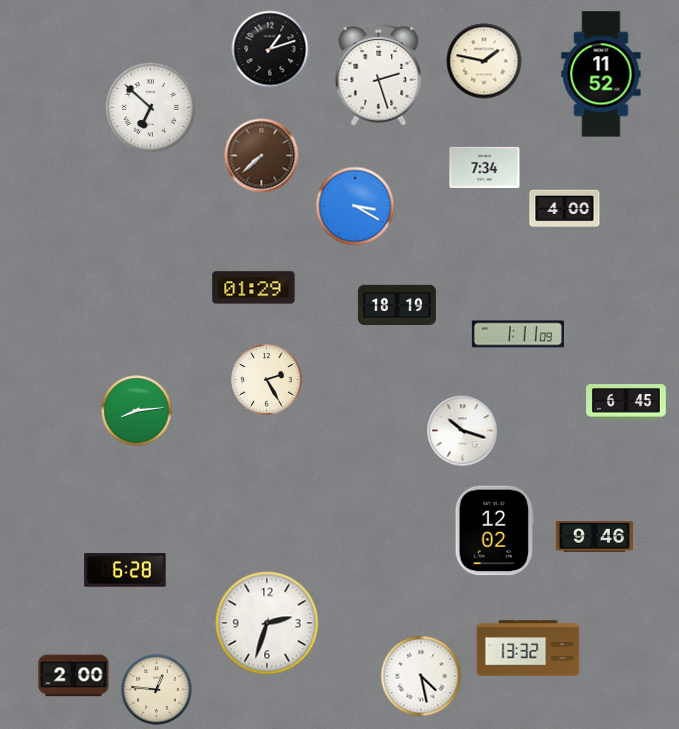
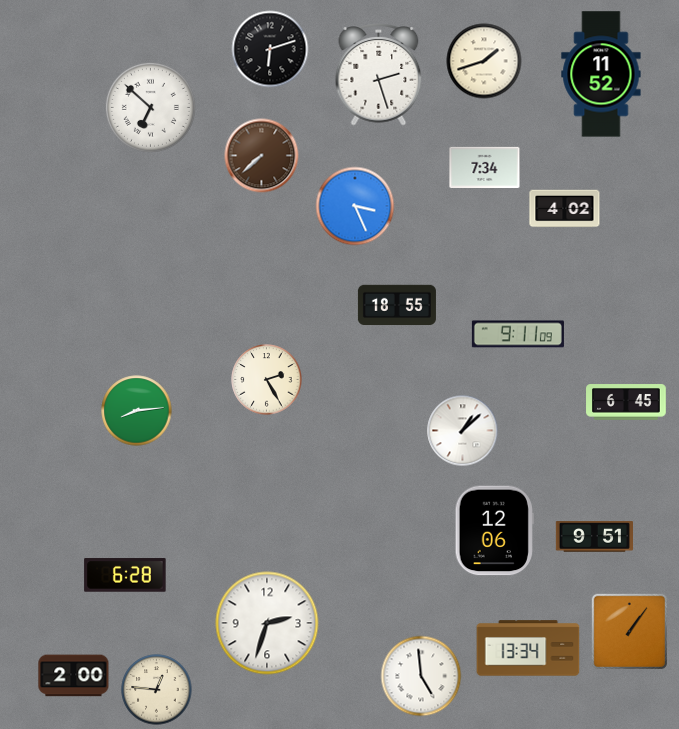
clock at (270, 49): 1:12 -> 6:12
clock at (484, 61): 1:47 -> 1:42
clock at (355, 206): 3:20 -> 3:26
clock at (565, 209): 4:00 -> 4:02
clock at (254, 288): 01:29 -> none
clock at (397, 305): 18:19 -> 18:55
clock at (518, 334): 1:11 -> 9:11
clock at (463, 431): 10:18 -> 1:08
clock at (494, 531): 12:02 -> 12:06
clock at (594, 537): 9:46 -> 9:51
clock at (125, 570) position: (125, 570) -> (125, 575)
clock at (629, 631): none -> 1:06
clock at (528, 648): 13:32 -> 13:34
clock at (421, 676): 4:28 -> 4:59
